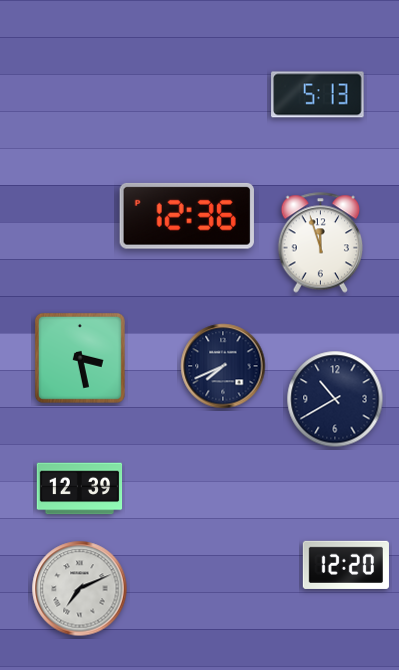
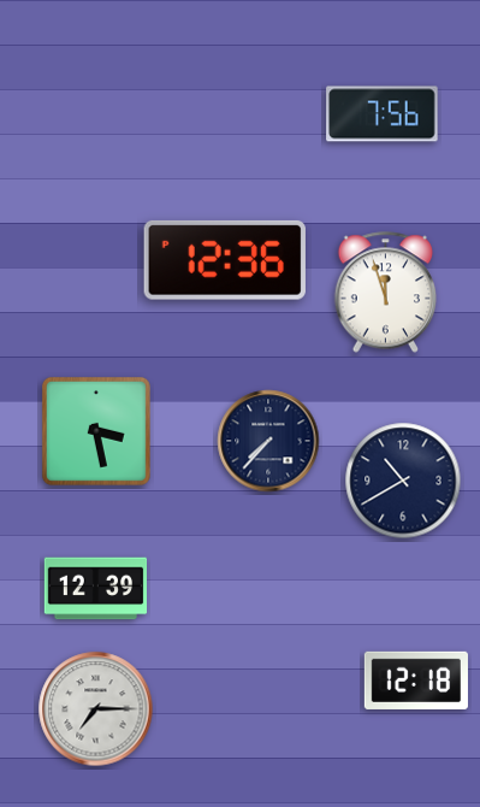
clock at (318, 95): 5:13 -> 7:56
clock at (223, 366): 7:41 -> 7:37
clock at (346, 565): 12:20 -> 12:18
clock at (80, 589): 7:11 -> 7:15
